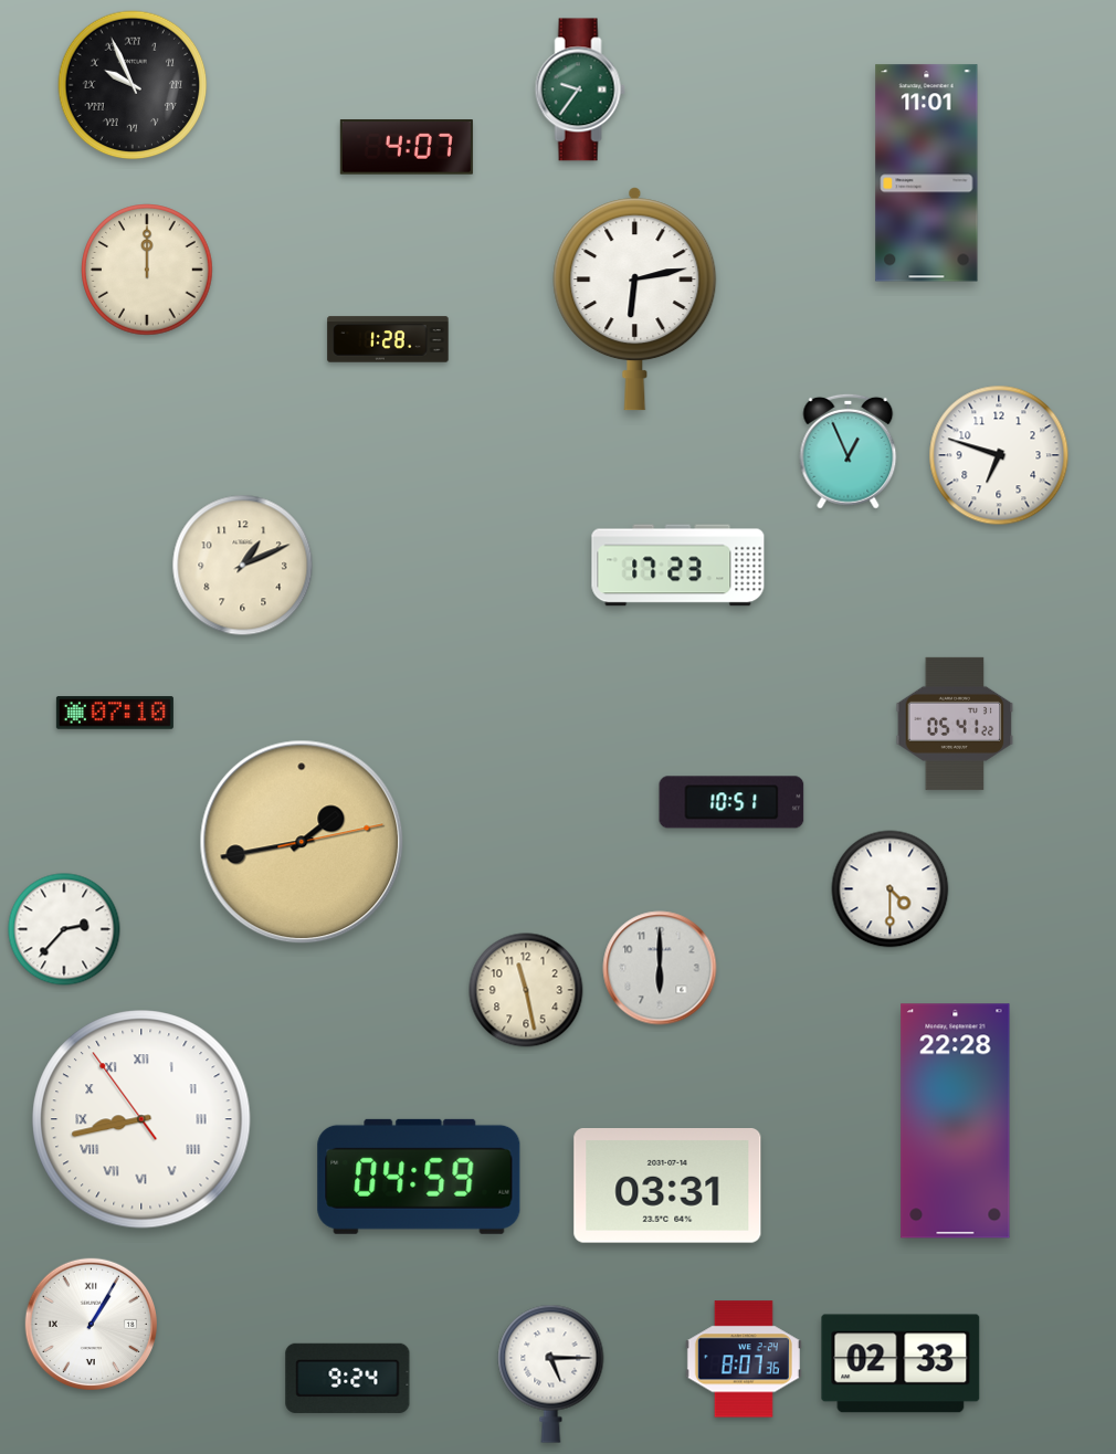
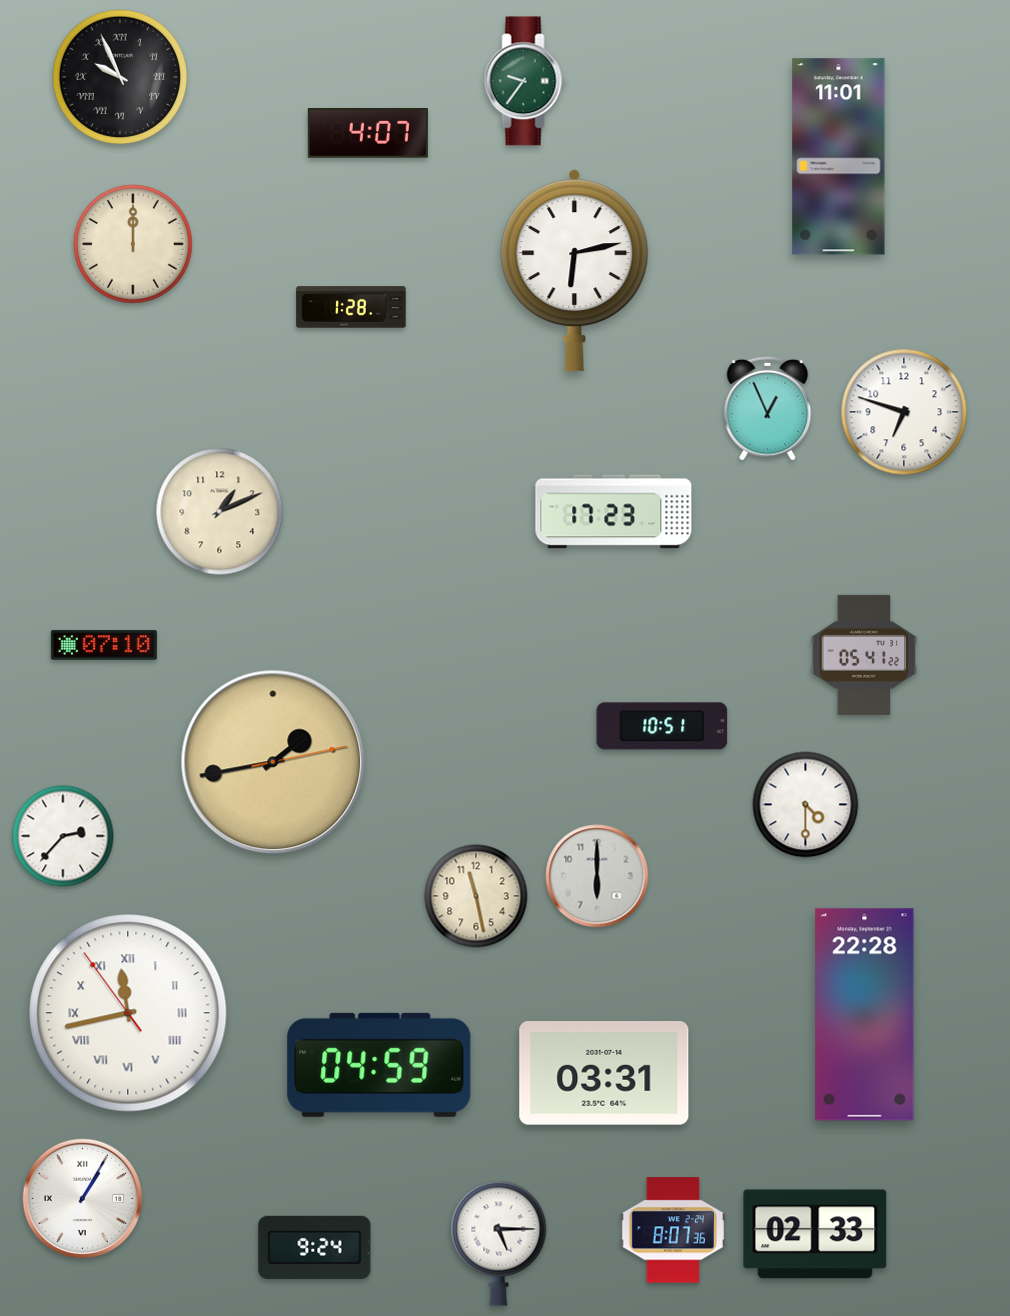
clock at (64, 929) position: (64, 929) -> (63, 836)
clock at (141, 1119): 8:42 -> 11:42
